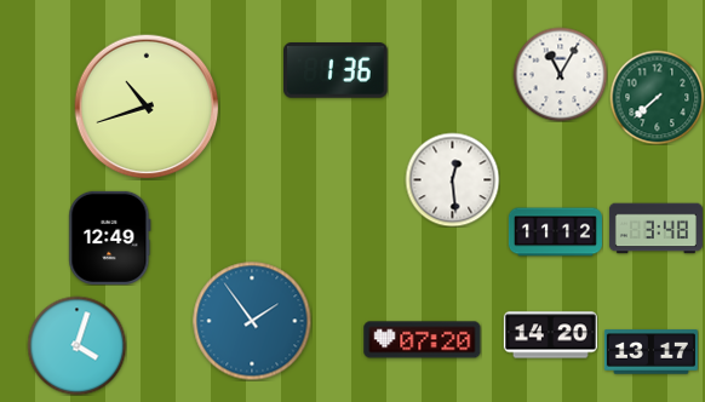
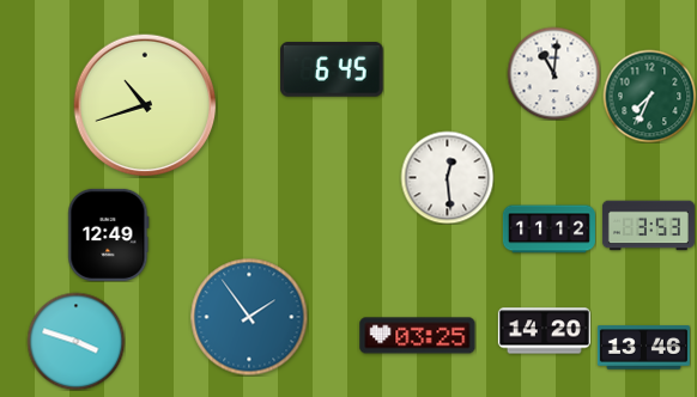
clock at (336, 70): 1:36 -> 6:45
clock at (560, 74): 11:05 -> 11:01
clock at (657, 97): 7:38 -> 7:34
clock at (655, 229): 3:48 -> 3:53
clock at (423, 340): 07:20 -> 03:25
clock at (76, 345): 4:03 -> 3:48
clock at (650, 352): 13:17 -> 13:46
